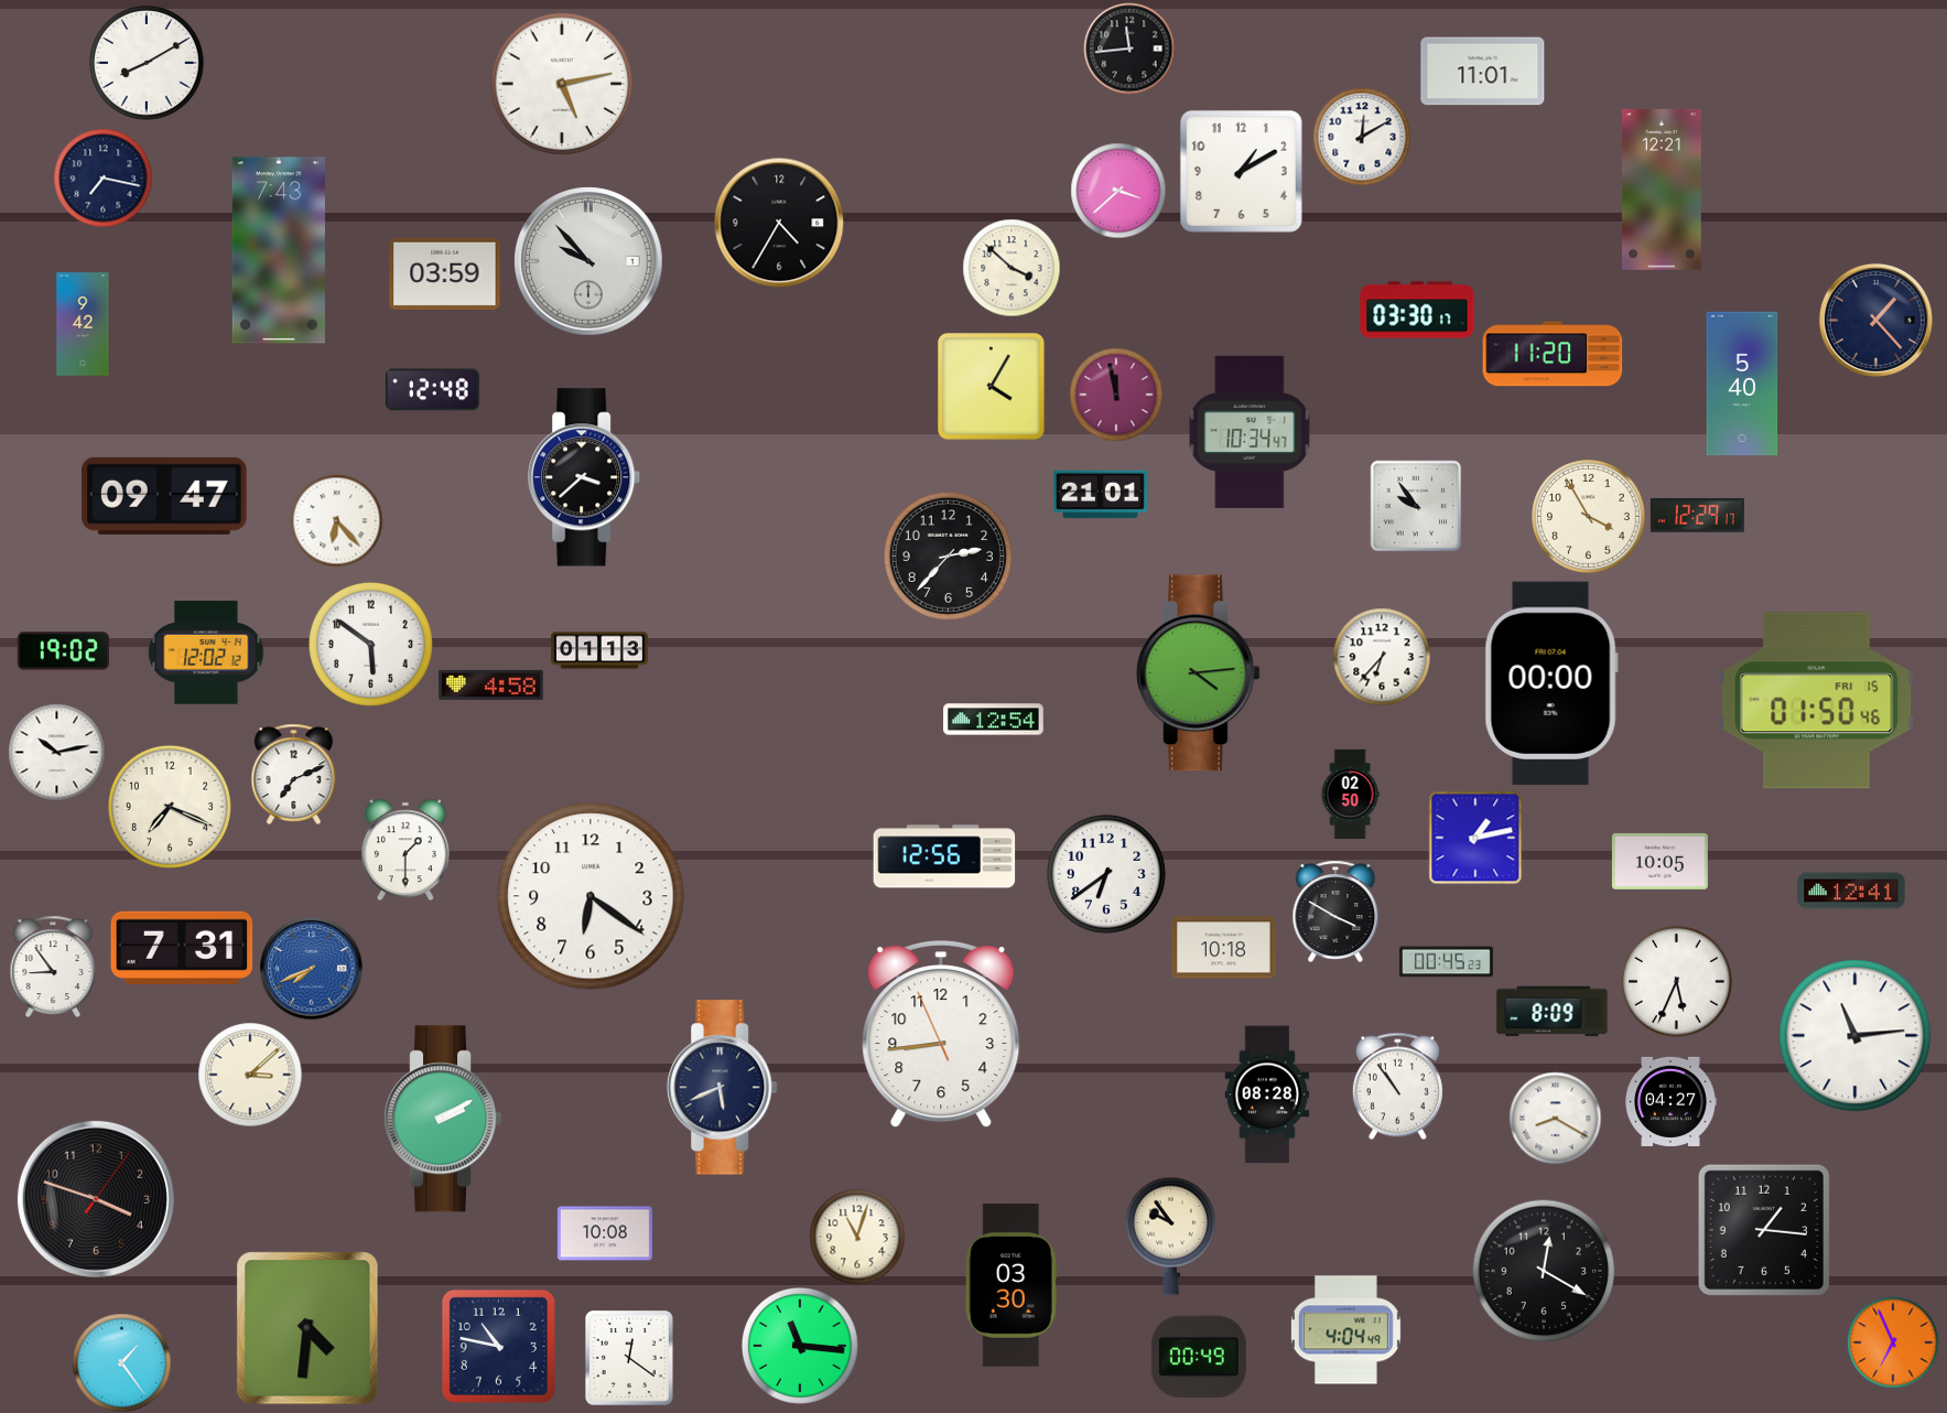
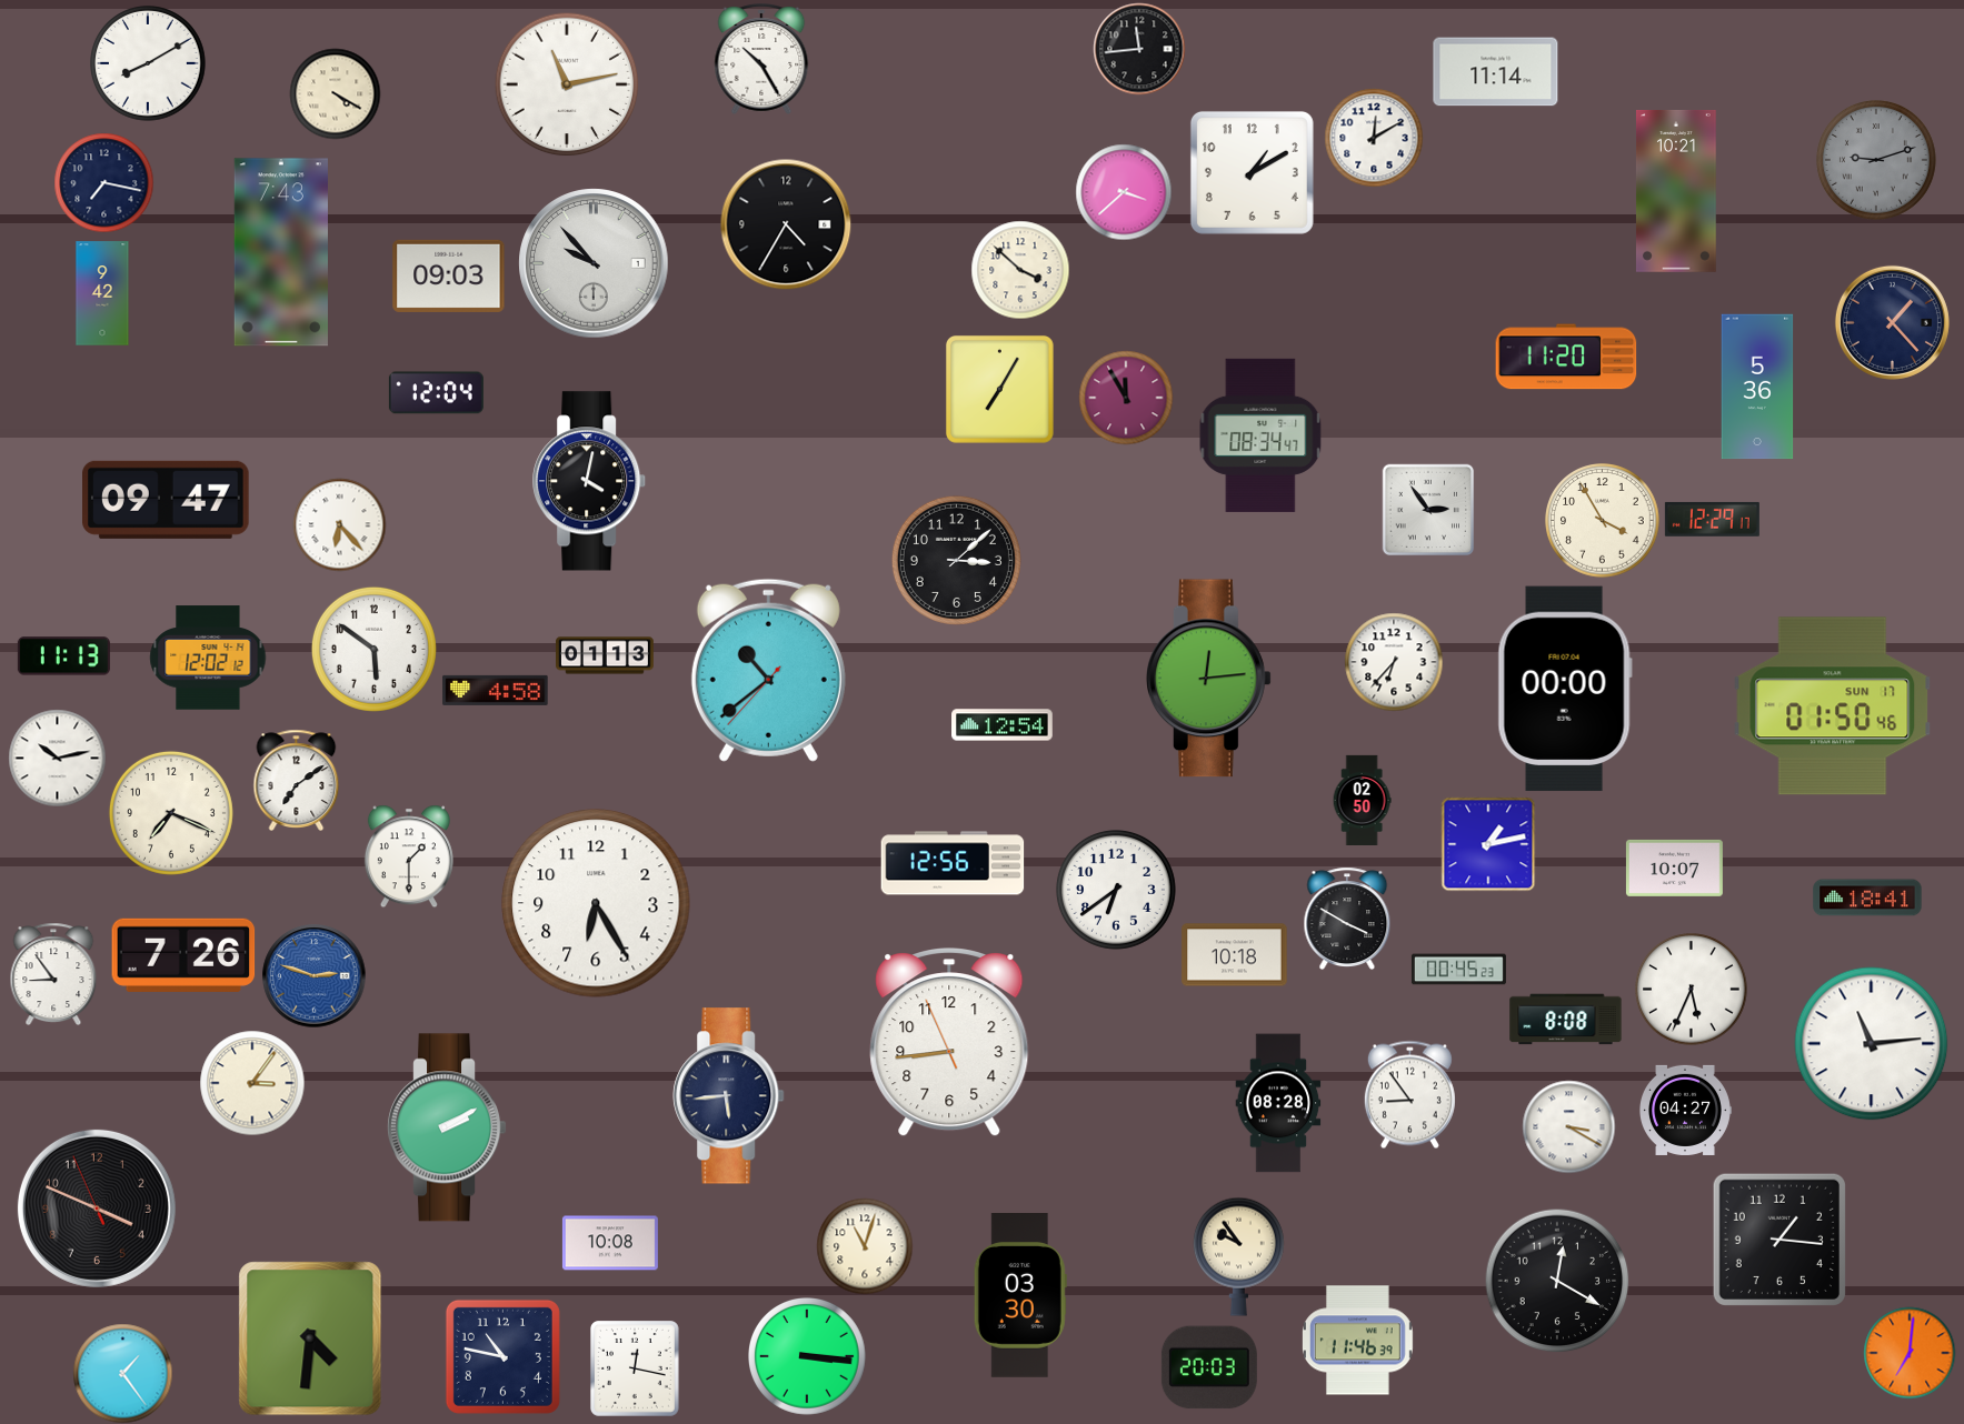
clock at (761, 59): none -> 10:25
clock at (1483, 72): 11:01 -> 11:14
clock at (562, 84): 5:13 -> 11:13
clock at (335, 93): none -> 4:20
clock at (1876, 160): none -> 9:12
clock at (102, 177) position: (102, 177) -> (103, 182)
clock at (1662, 190): 12:21 -> 10:21
clock at (1118, 191) position: (1118, 191) -> (1124, 192)
clock at (445, 273): 03:59 -> 09:03
clock at (1417, 310): 03:30 -> none
clock at (83, 324) position: (83, 324) -> (102, 293)
clock at (1742, 384): 5:40 -> 5:36
clock at (991, 386): 4:05 -> 7:05
clock at (432, 390): 12:48 -> 12:04
clock at (1116, 395): 11:58 -> 11:55
clock at (1250, 432): 10:34 -> 08:34
clock at (585, 477): 3:38 -> 4:02
clock at (1100, 495): 21:01 -> none
clock at (1416, 506): 9:54 -> 2:54
clock at (948, 556): 2:37 -> 3:08
clock at (63, 651): 19:02 -> 11:13
clock at (768, 670): none -> 10:38
clock at (1199, 673): 4:14 -> 12:14
clock at (1817, 701) date: FRI 15 -> SUN 17
clock at (294, 774): 7:11 -> 7:09
clock at (1659, 861): 10:05 -> 10:07
clock at (1106, 874) position: (1106, 874) -> (1116, 890)
clock at (1851, 891): 12:41 -> 18:41
clock at (591, 896): 6:21 -> 6:25
clock at (182, 948): 7:31 -> 7:26
clock at (311, 968): 7:41 -> 2:48
clock at (1553, 1012): 8:09 -> 8:08
clock at (250, 1075): 3:08 -> 3:06
clock at (1397, 1086): 10:54 -> 8:54
clock at (723, 1088): 5:41 -> 5:44
clock at (1555, 1118): 8:20 -> 3:20
clock at (96, 1199): 3:48:06 -> 3:48:56
clock at (1170, 1236) position: (1170, 1236) -> (1238, 1256)
clock at (1345, 1330): 4:04 -> 11:46
clock at (1893, 1342): 6:56 -> 7:01
clock at (801, 1347): 11:16 -> 3:16
clock at (1199, 1357): 00:49 -> 20:03
clock at (630, 1358): 12:21 -> 12:17
